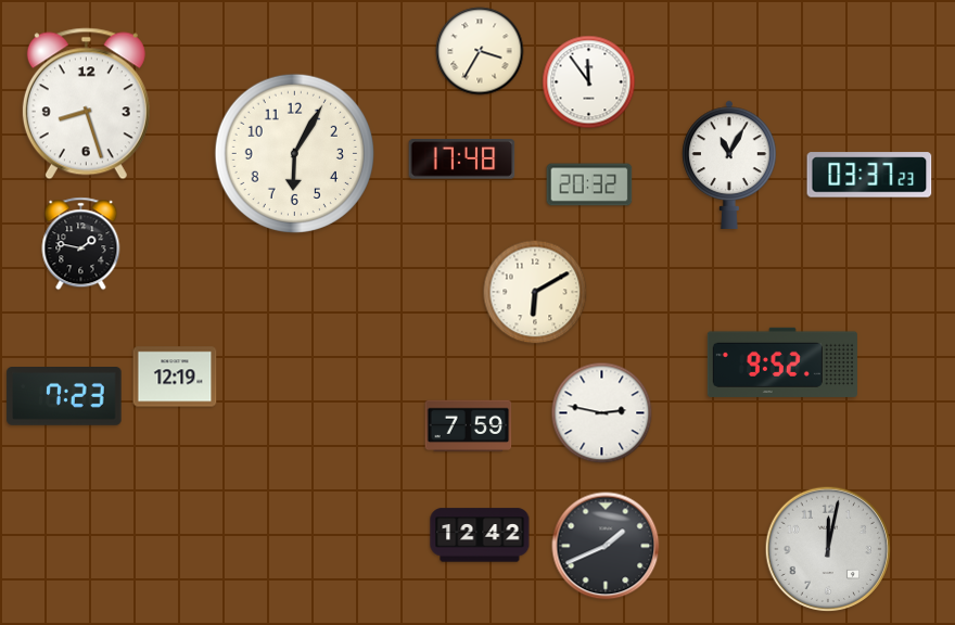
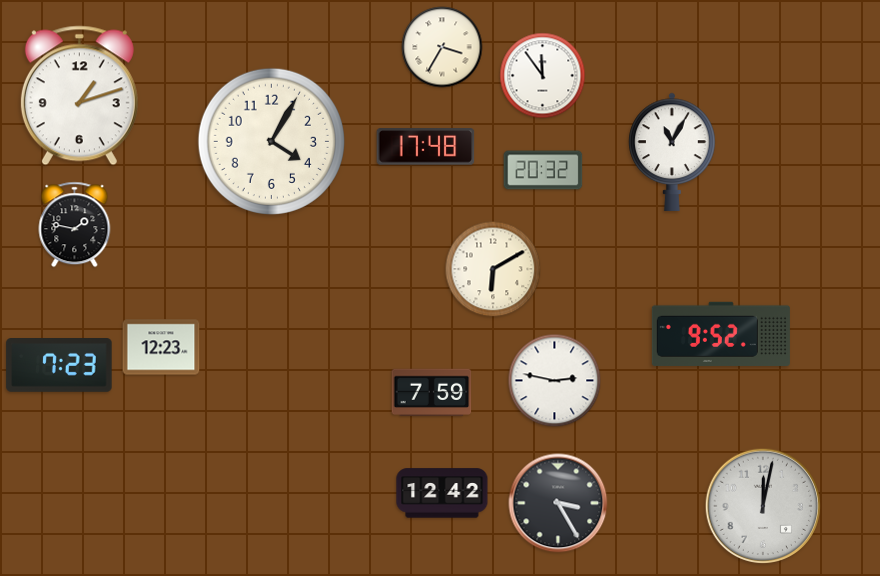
clock at (86, 104): 8:27 -> 1:12
clock at (294, 153): 6:05 -> 4:05
clock at (869, 175): 03:37 -> none
clock at (175, 377): 12:19 -> 12:23
clock at (606, 546): 1:41 -> 3:25
